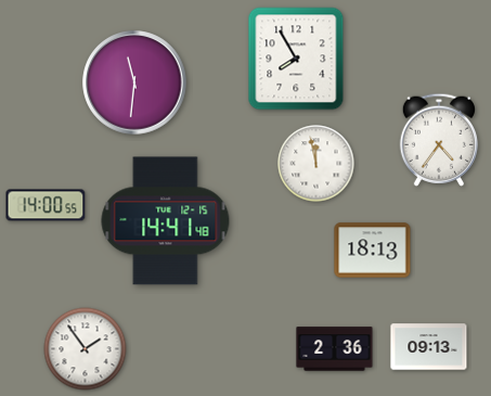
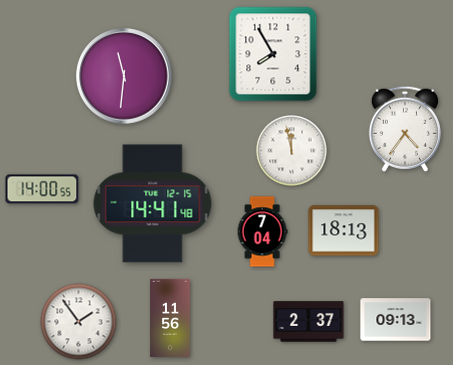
clock at (262, 232): none -> 7:04
clock at (170, 318): none -> 11:56
clock at (335, 349): 2:36 -> 2:37
